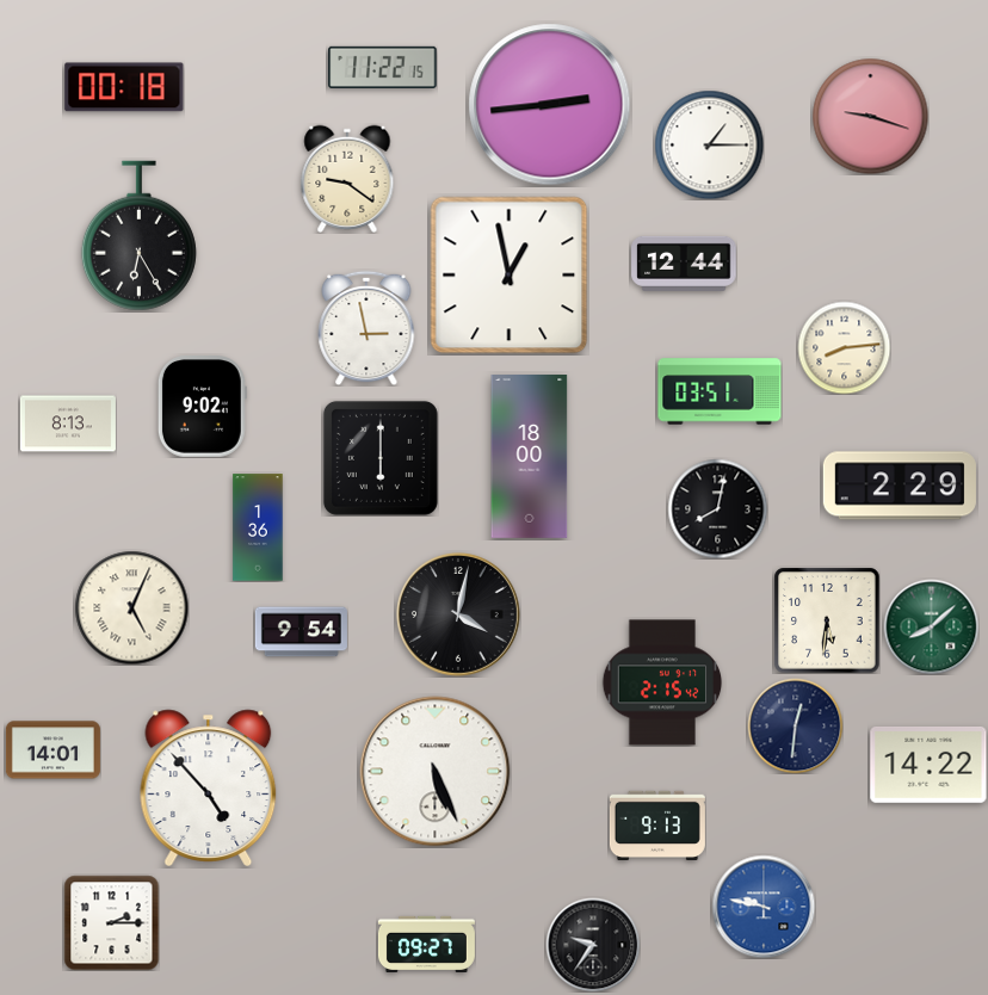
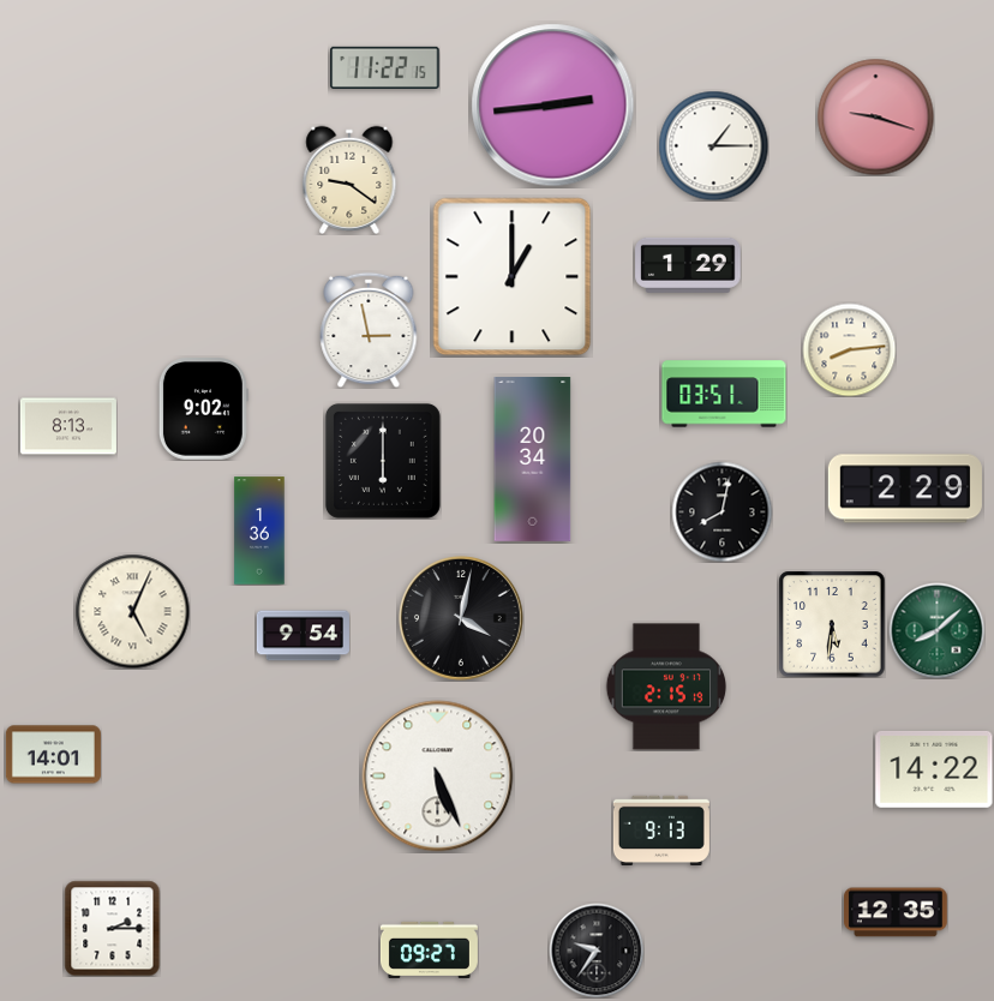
clock at (124, 87): 00:18 -> none
clock at (138, 236): 6:25 -> none
clock at (684, 264): 12:44 -> 1:29
clock at (510, 276): 12:58 -> 1:00
clock at (530, 457): 18:00 -> 20:34
clock at (662, 682): 2:15:42 -> 2:15:19
clock at (795, 725): 12:31 -> none
clock at (209, 787): 4:53 -> none
clock at (764, 907): 9:47 -> none
clock at (896, 912): none -> 12:35
